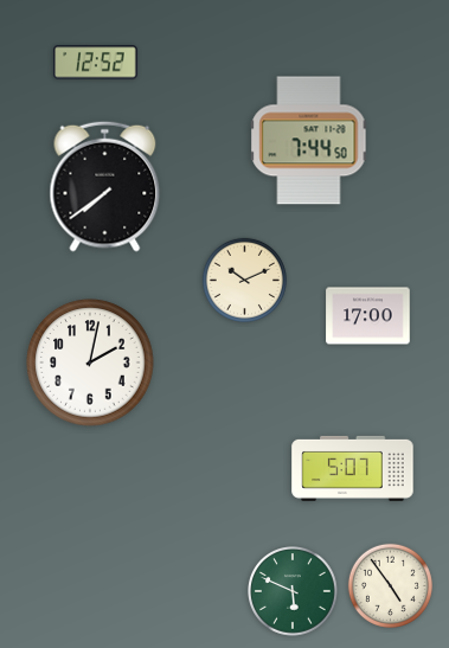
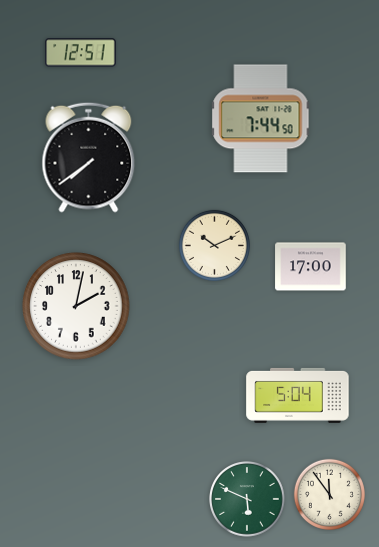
clock at (96, 63): 12:52 -> 12:51
clock at (244, 280) position: (244, 280) -> (214, 245)
clock at (353, 468): 5:07 -> 5:04
clock at (390, 585): 4:54 -> 11:54
